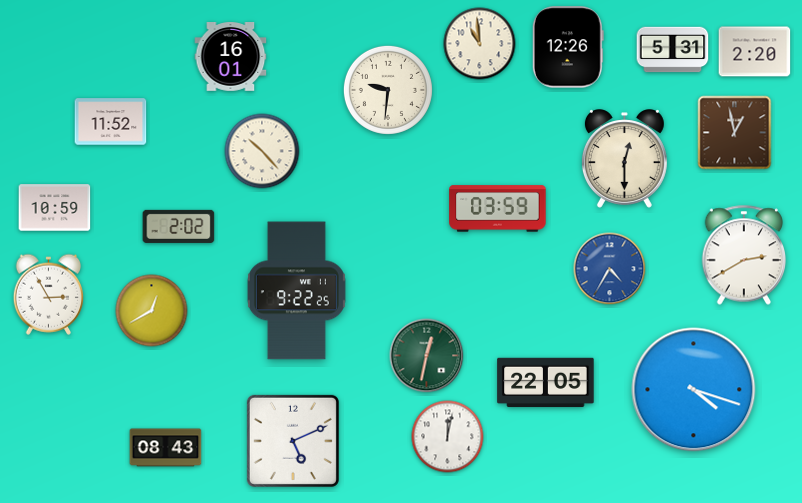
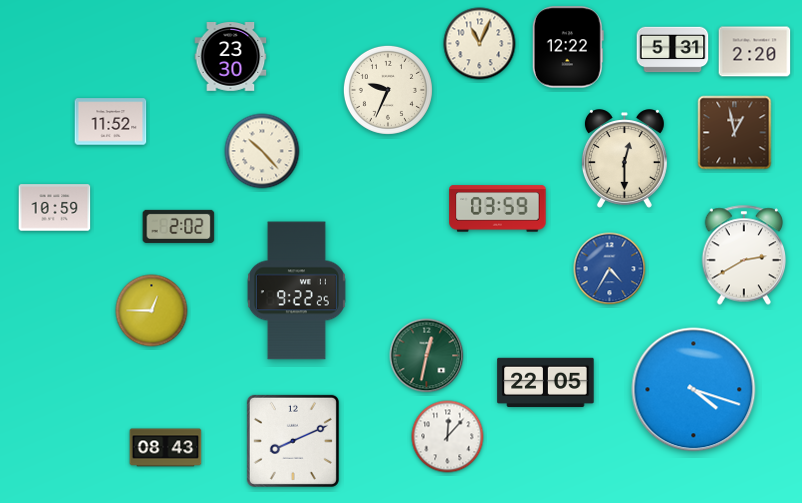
clock at (480, 44): 10:59 -> 11:04
clock at (568, 47): 12:26 -> 12:22
clock at (231, 57): 16:01 -> 23:30
clock at (388, 90): 9:31 -> 9:34
clock at (49, 294): 2:55 -> none
clock at (152, 311): 12:40 -> 12:45
clock at (448, 437): 12:02 -> 12:07
clock at (293, 441): 5:11 -> 8:11
